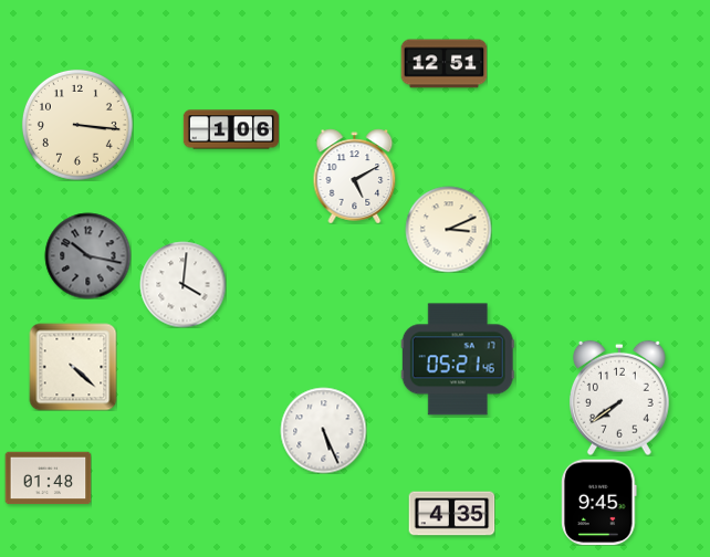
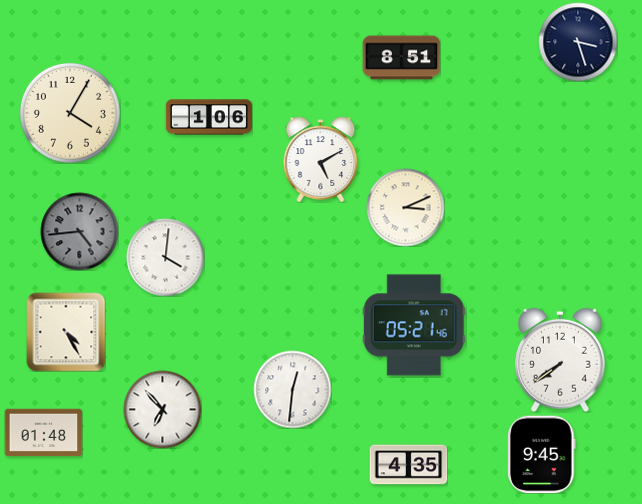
clock at (578, 42): none -> 3:27
clock at (443, 64): 12:51 -> 8:51
clock at (77, 125): 3:16 -> 4:05
clock at (87, 255): 10:17 -> 4:44
clock at (73, 367): 4:22 -> 4:25
clock at (323, 430): 5:26 -> 12:31
clock at (162, 409): none -> 6:53
